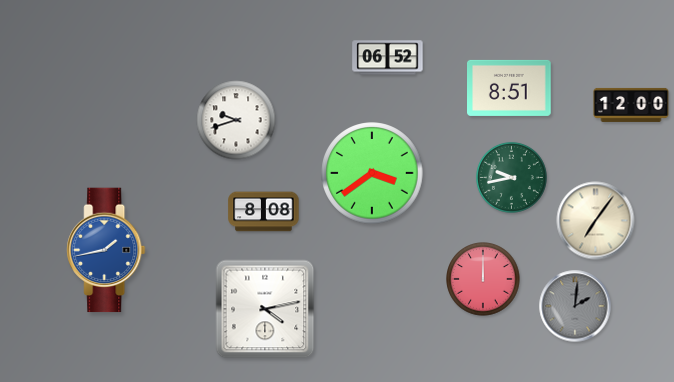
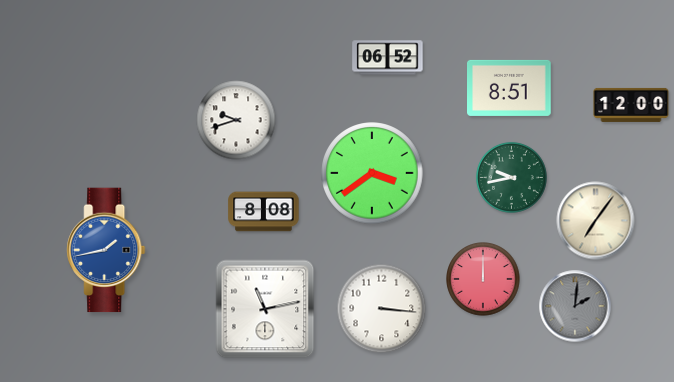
clock at (265, 309): 4:13 -> 11:13
clock at (382, 309): none -> 3:16
